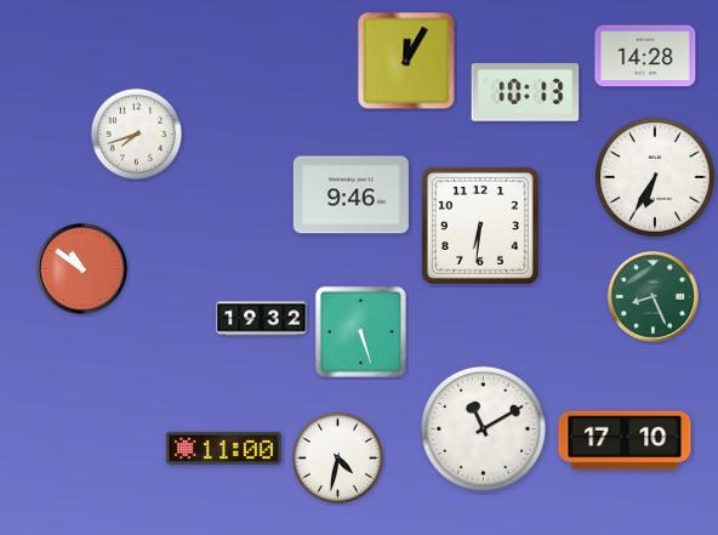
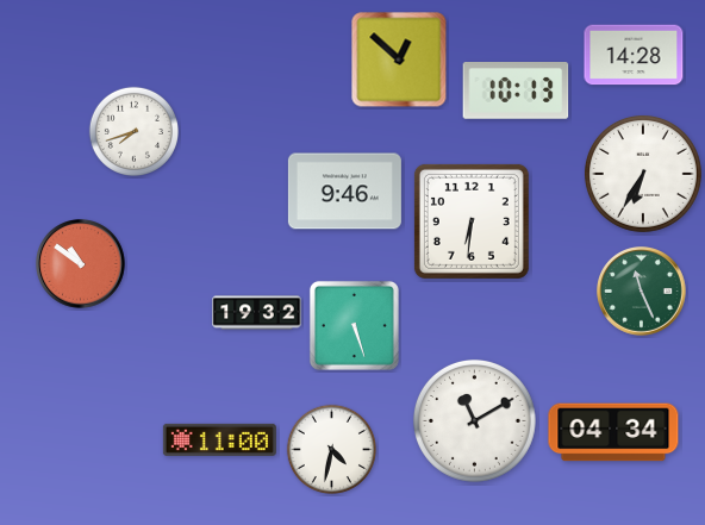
clock at (406, 61): 12:05 -> 12:52
clock at (654, 297): 8:26 -> 11:26
clock at (625, 440): 17:10 -> 04:34
